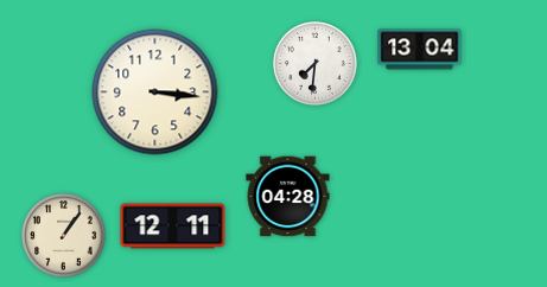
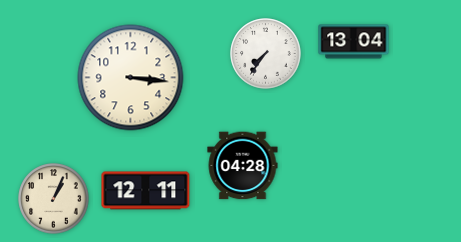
clock at (316, 64): 7:31 -> 7:36
clock at (64, 236): 1:06 -> 1:04
